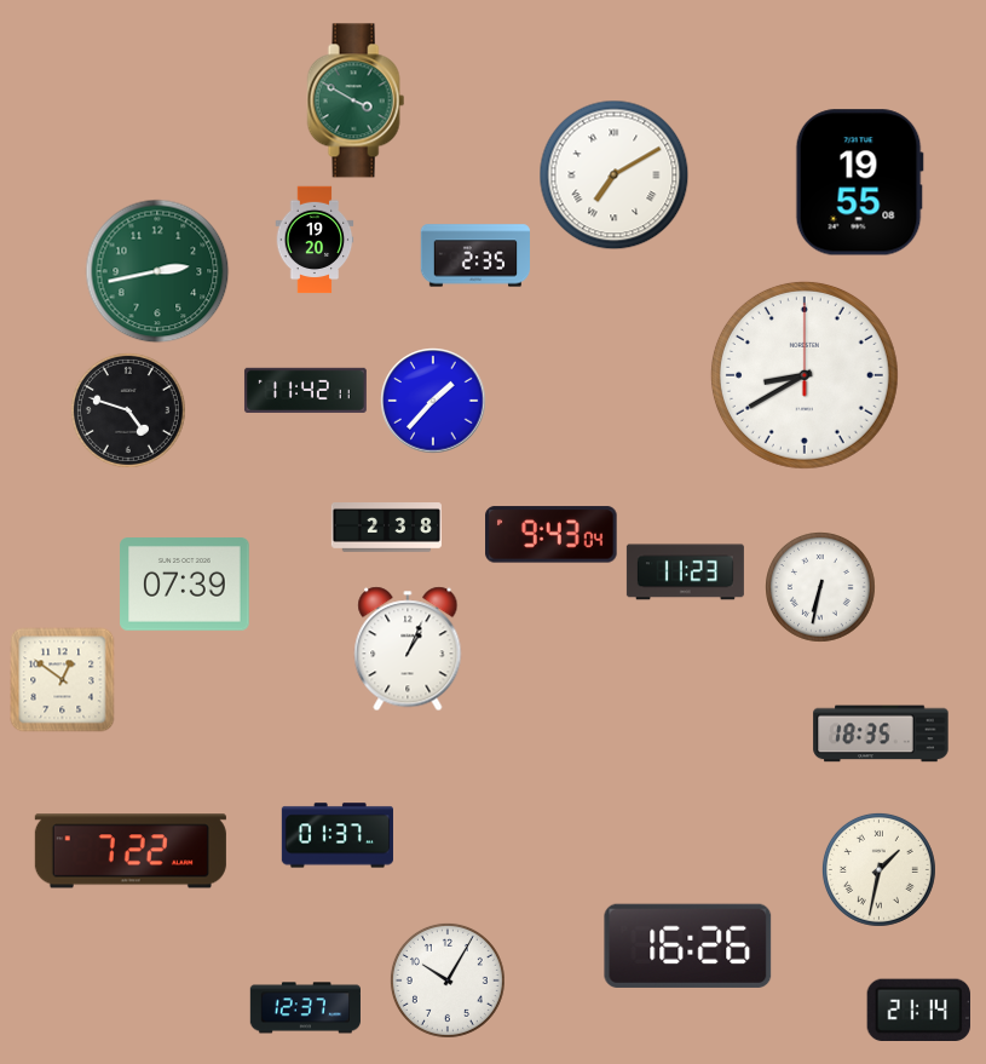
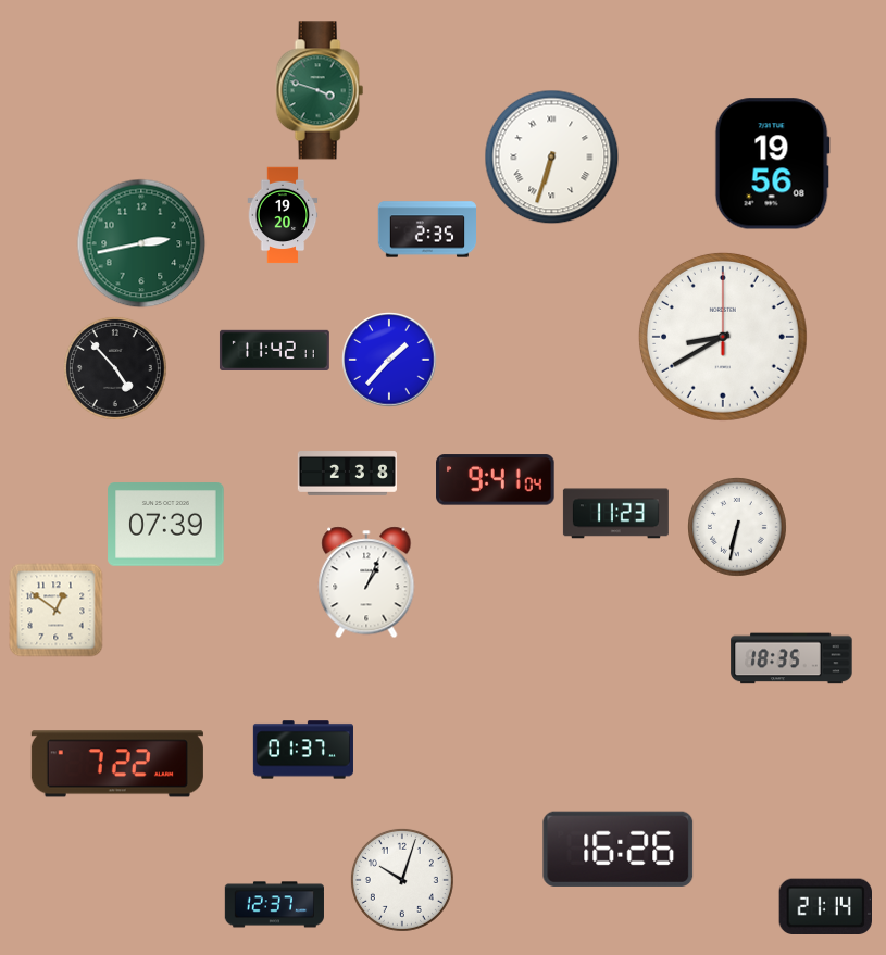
clock at (356, 100): 3:50 -> 3:48
clock at (613, 174): 7:10 -> 6:33
clock at (859, 183): 19:55 -> 19:56
clock at (128, 410): 4:48 -> 4:53
clock at (552, 535): 9:43 -> 9:41
clock at (878, 869): 1:32 -> none
clock at (448, 980): 10:05 -> 10:03
